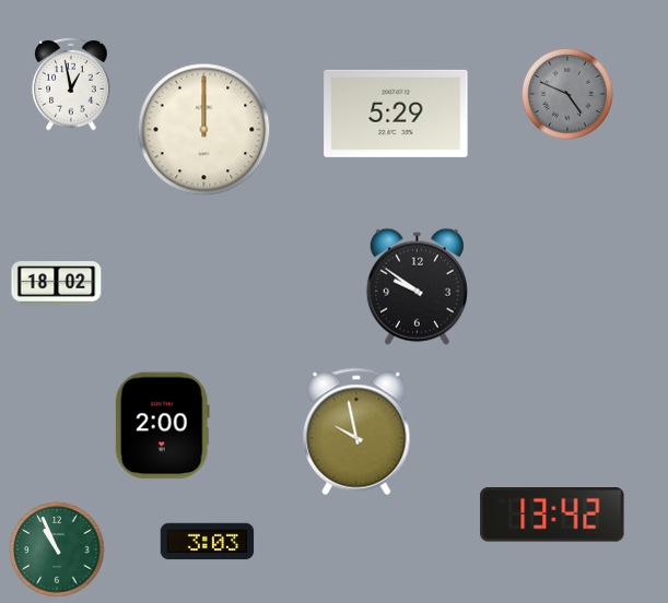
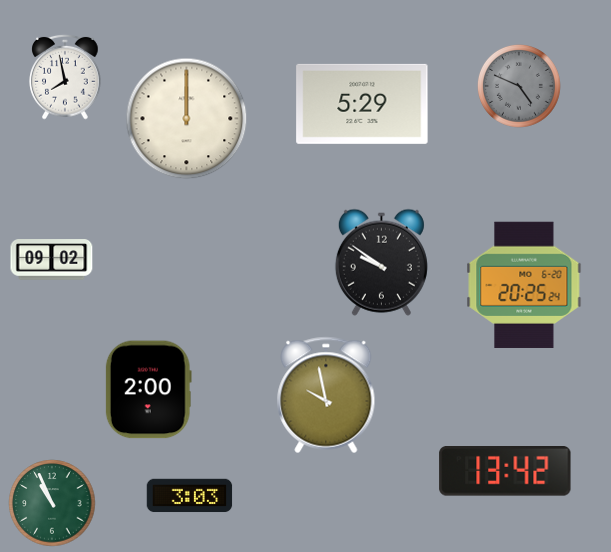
clock at (71, 84): 12:58 -> 7:58
clock at (57, 284): 18:02 -> 09:02
clock at (524, 285): none -> 20:25
